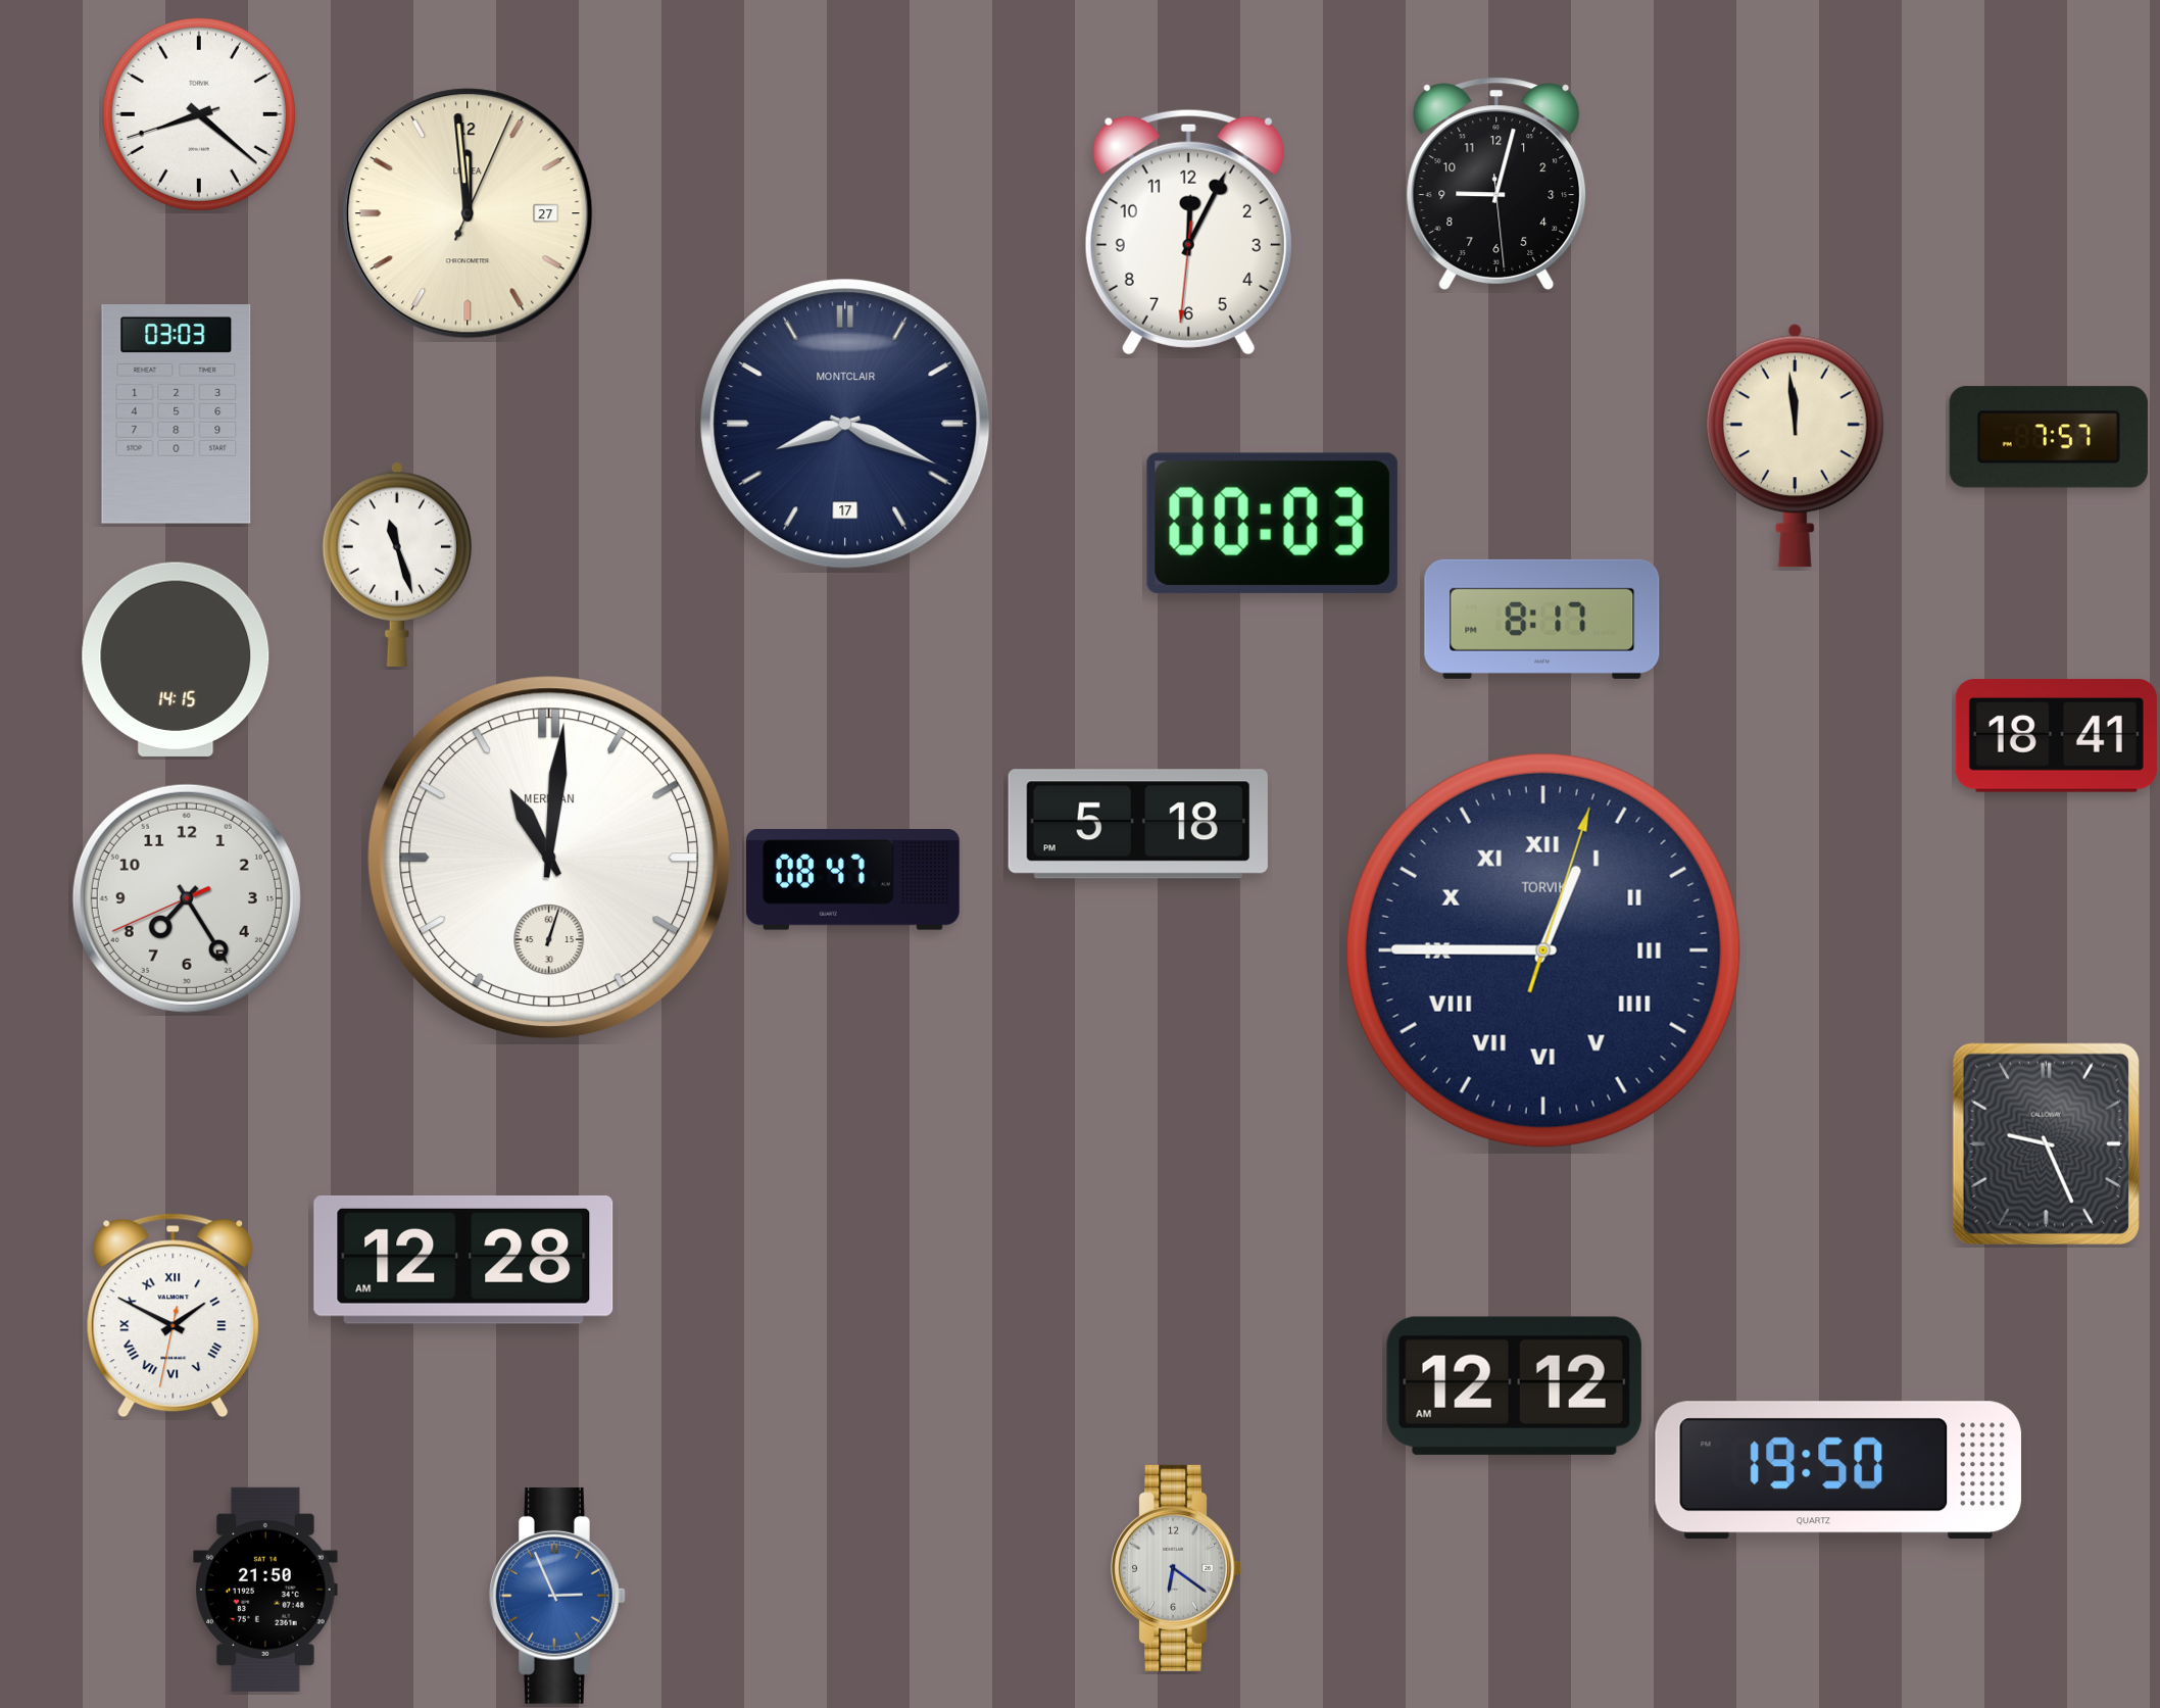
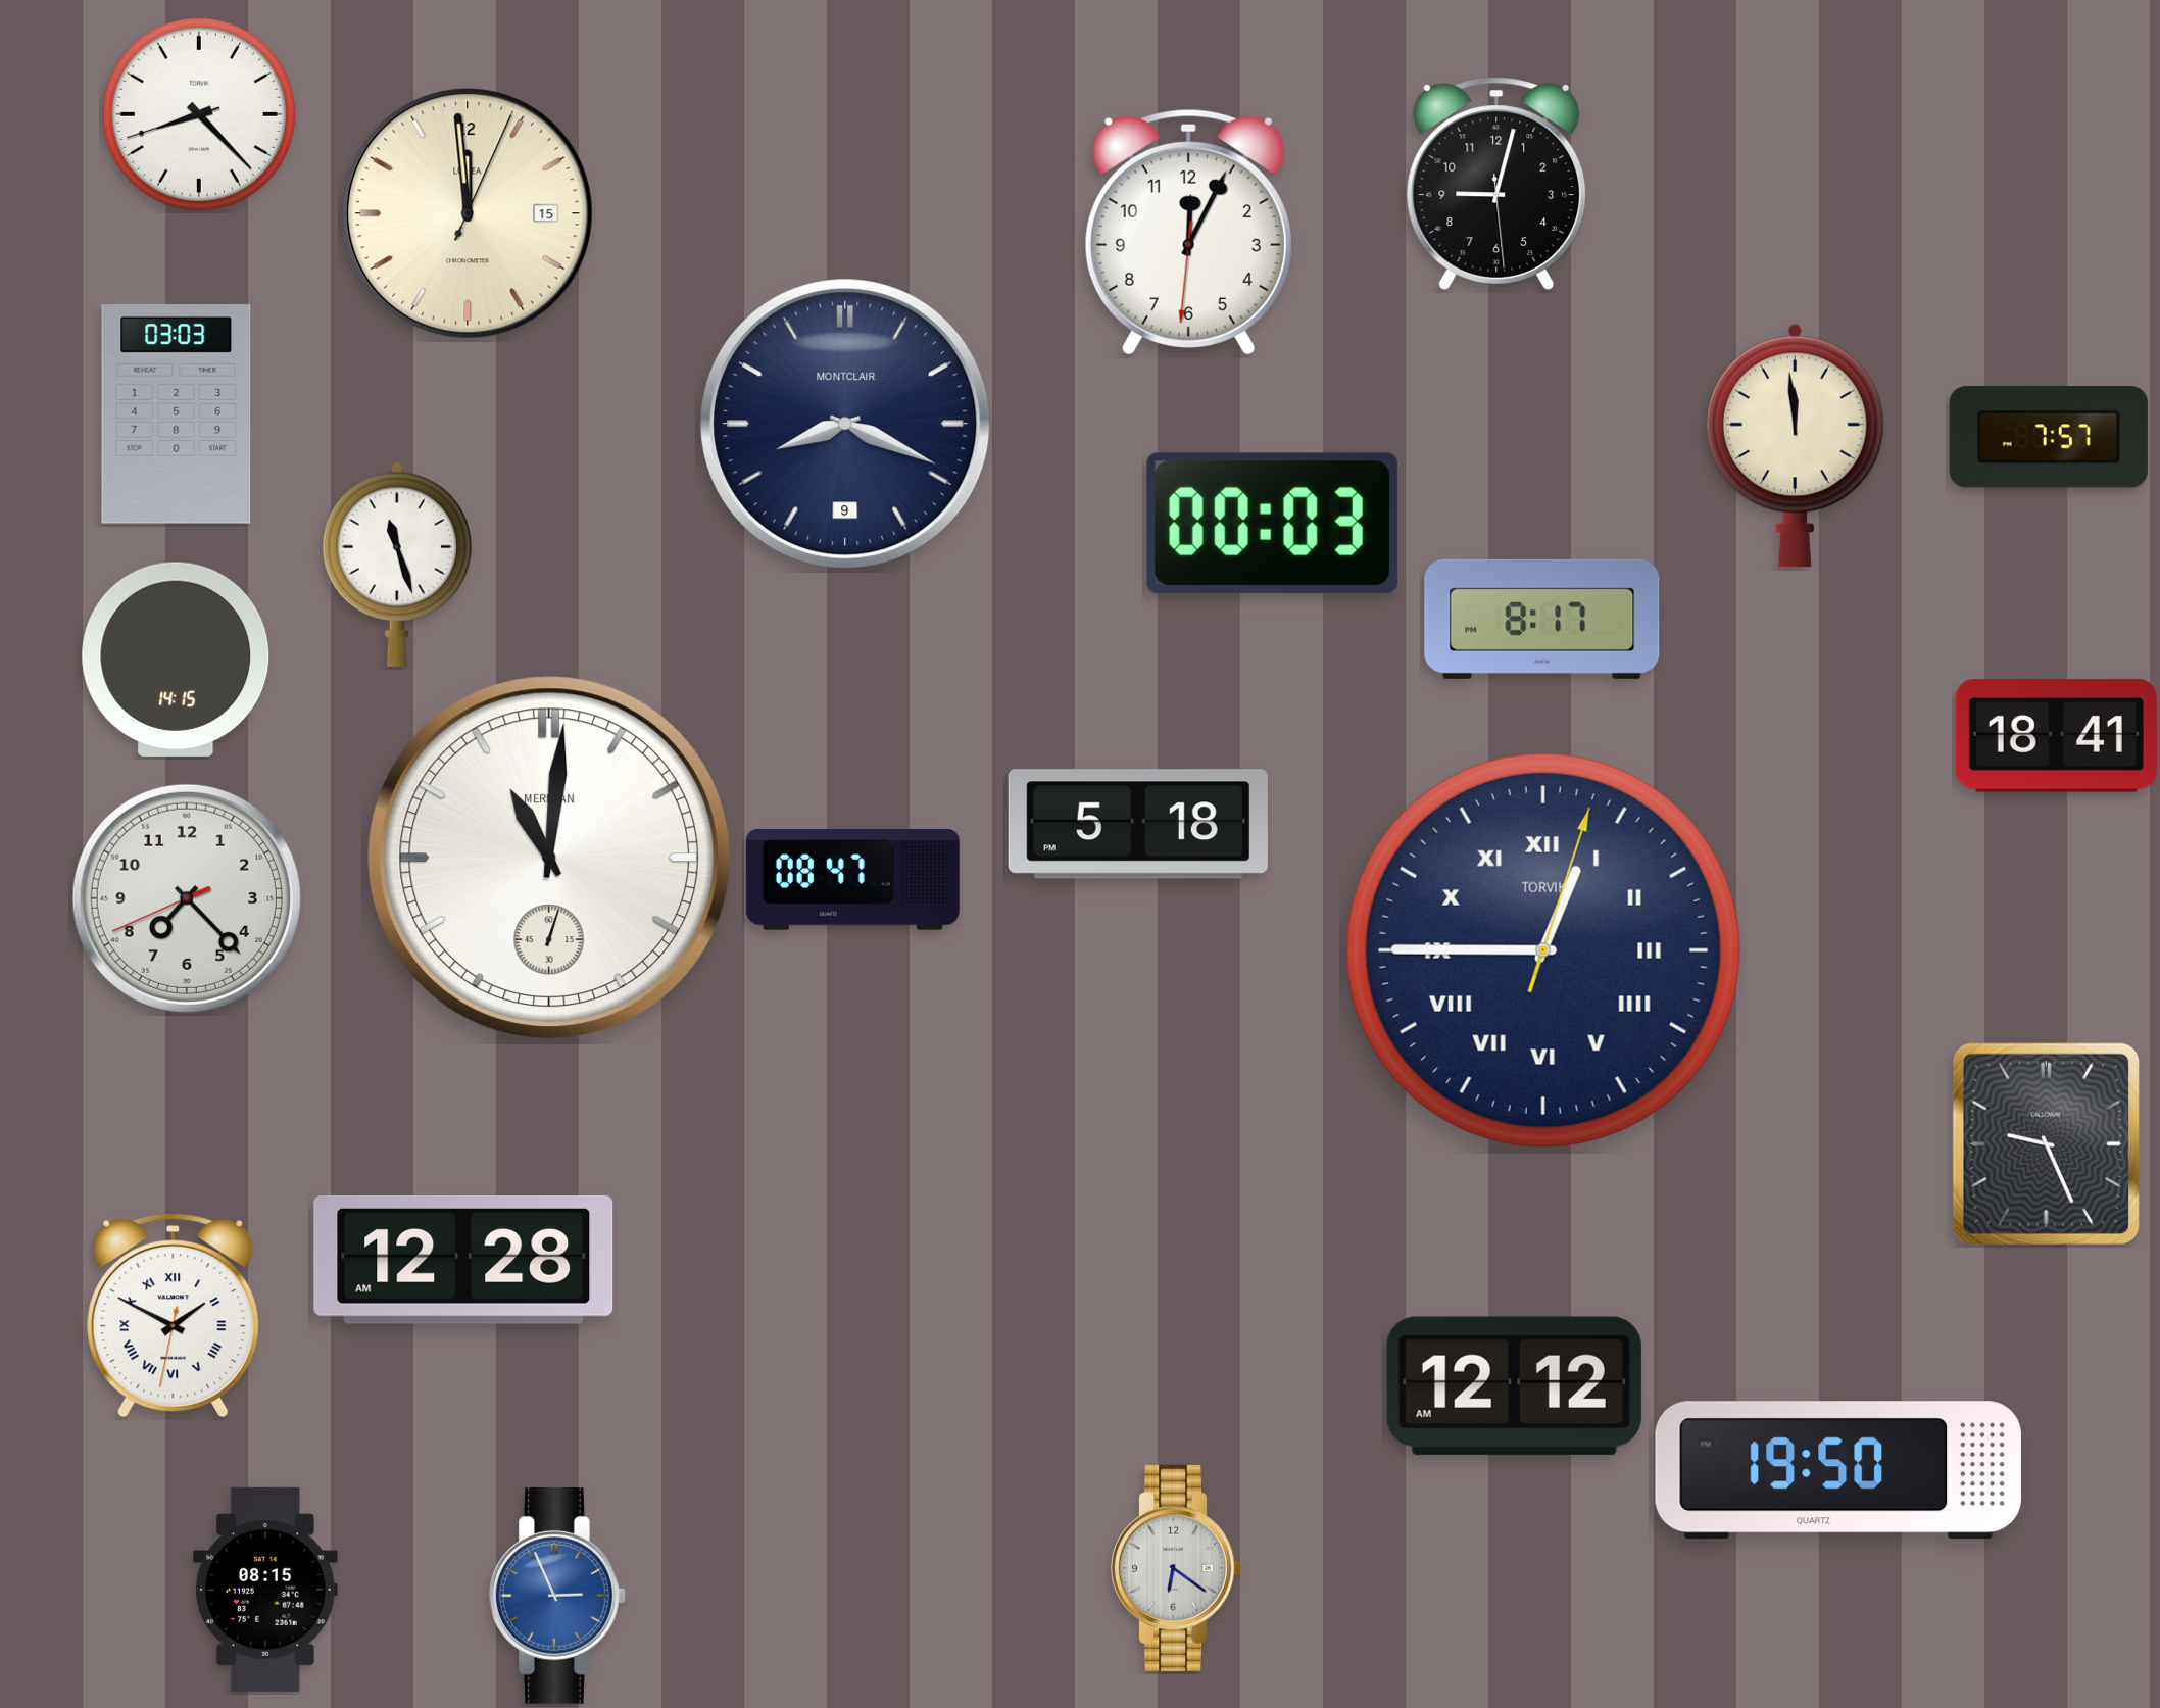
clock at (199, 114): 8:21 -> 8:22
clock at (468, 213) date: 27 -> 15
clock at (845, 424) date: 17 -> 9
clock at (187, 898): 7:24 -> 7:22
clock at (265, 1590): 21:50 -> 08:15
